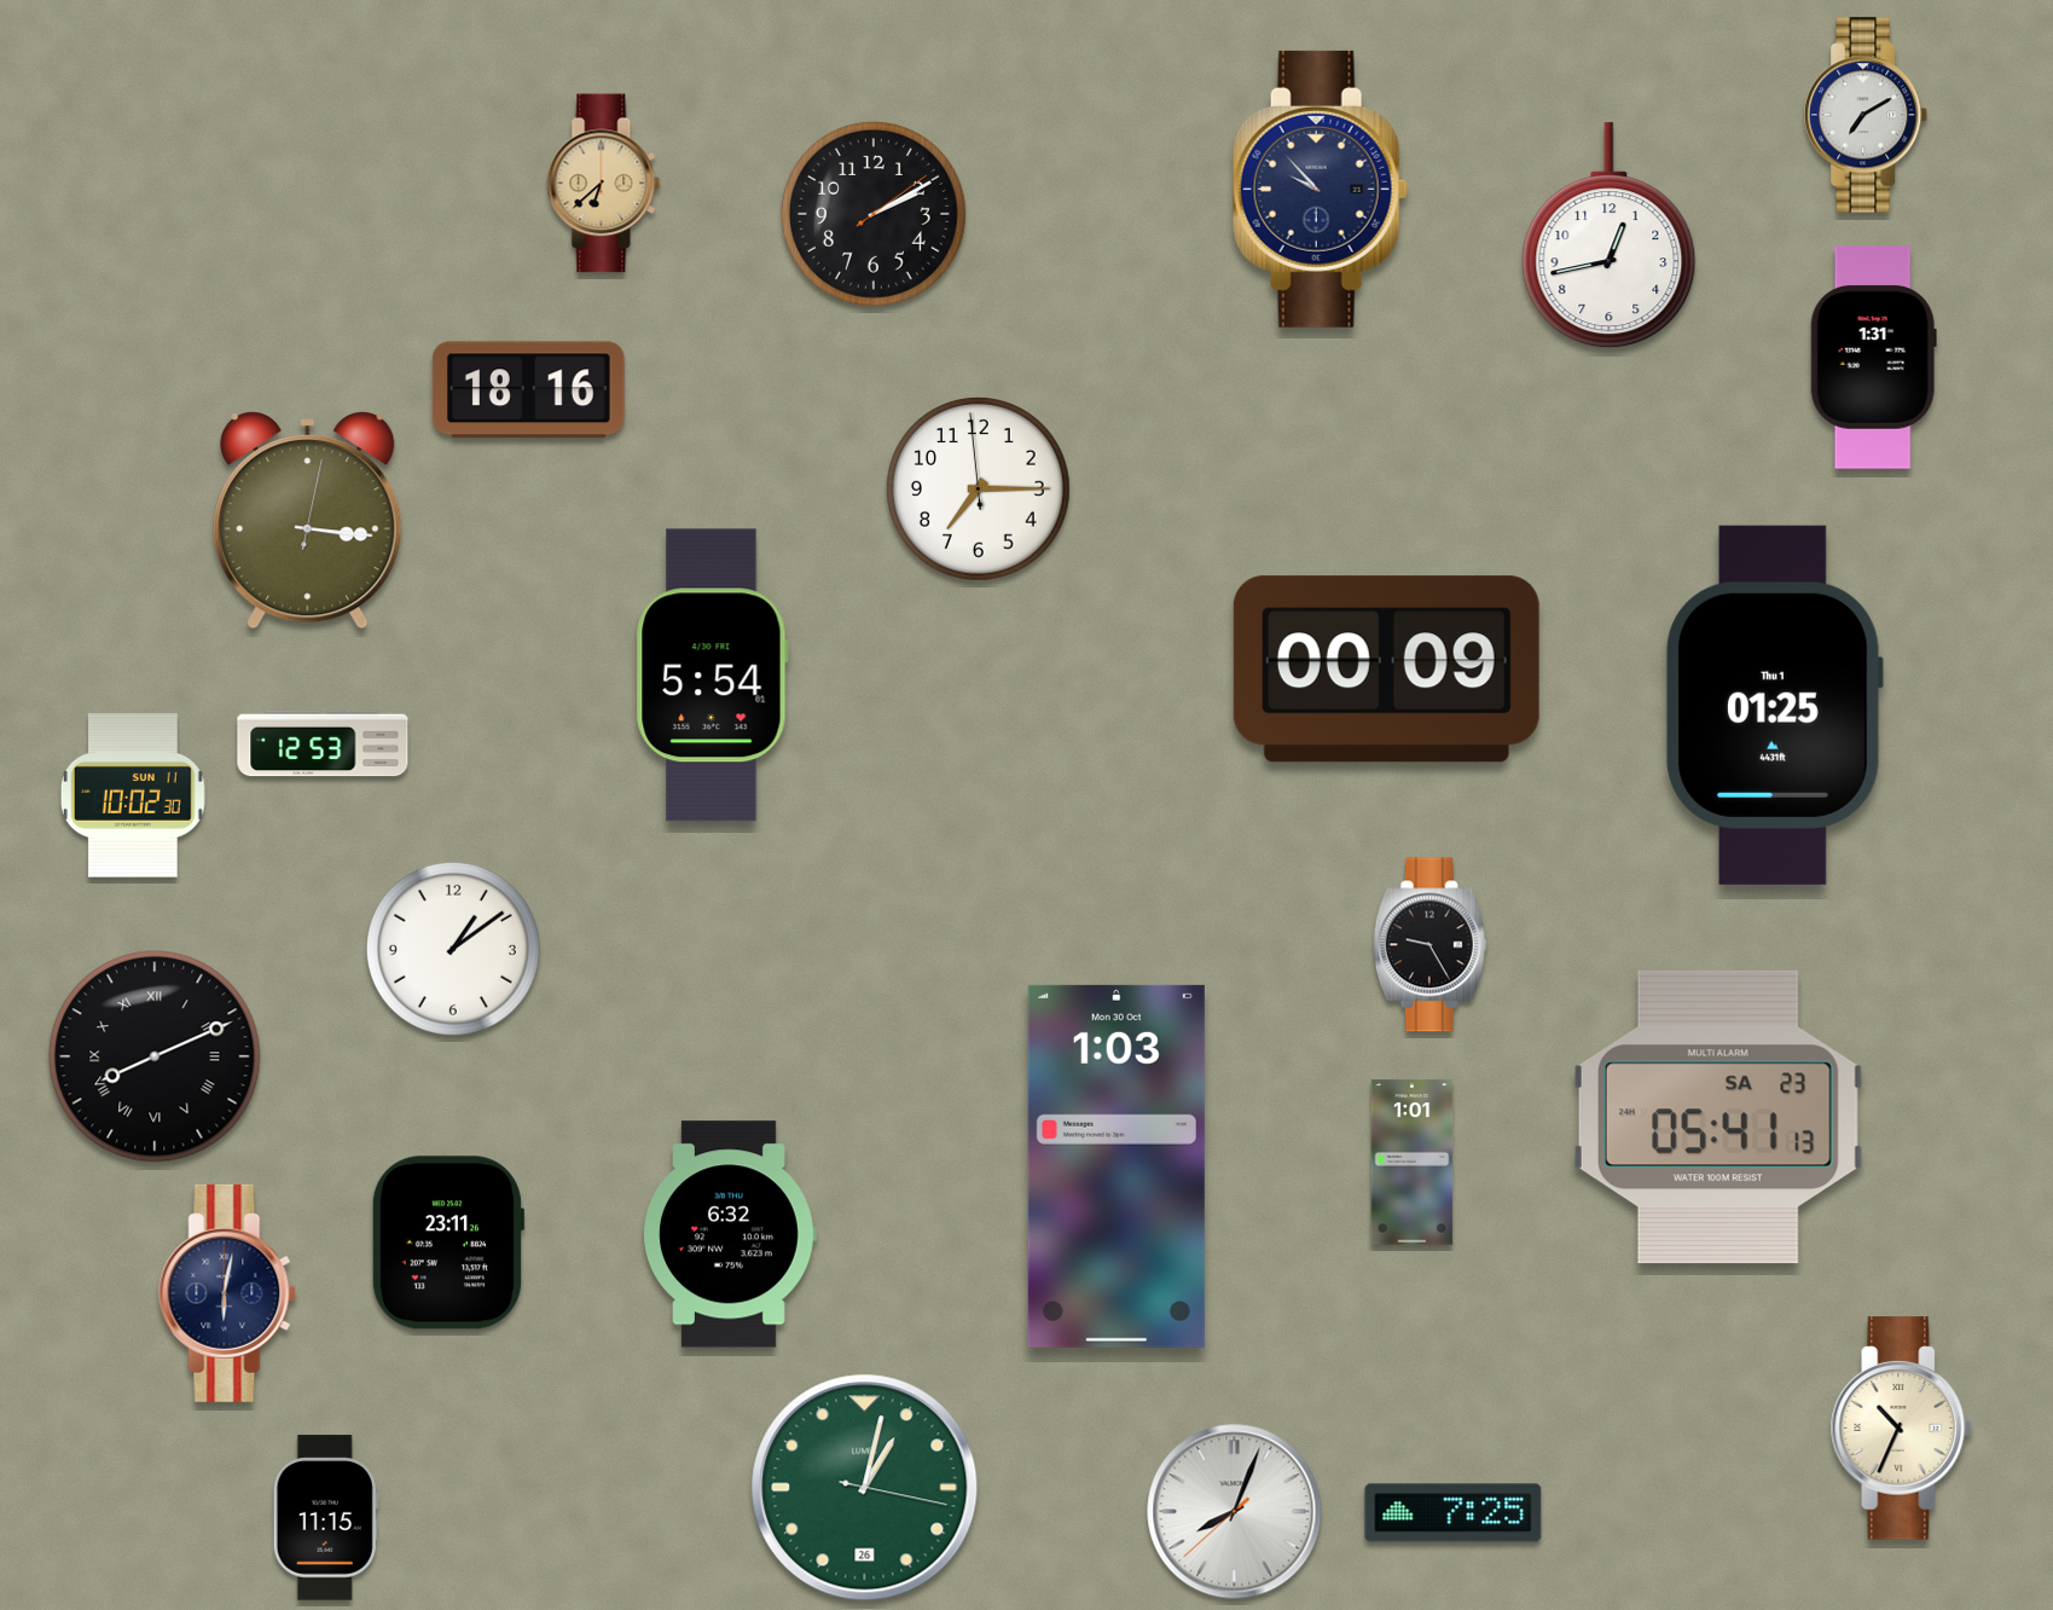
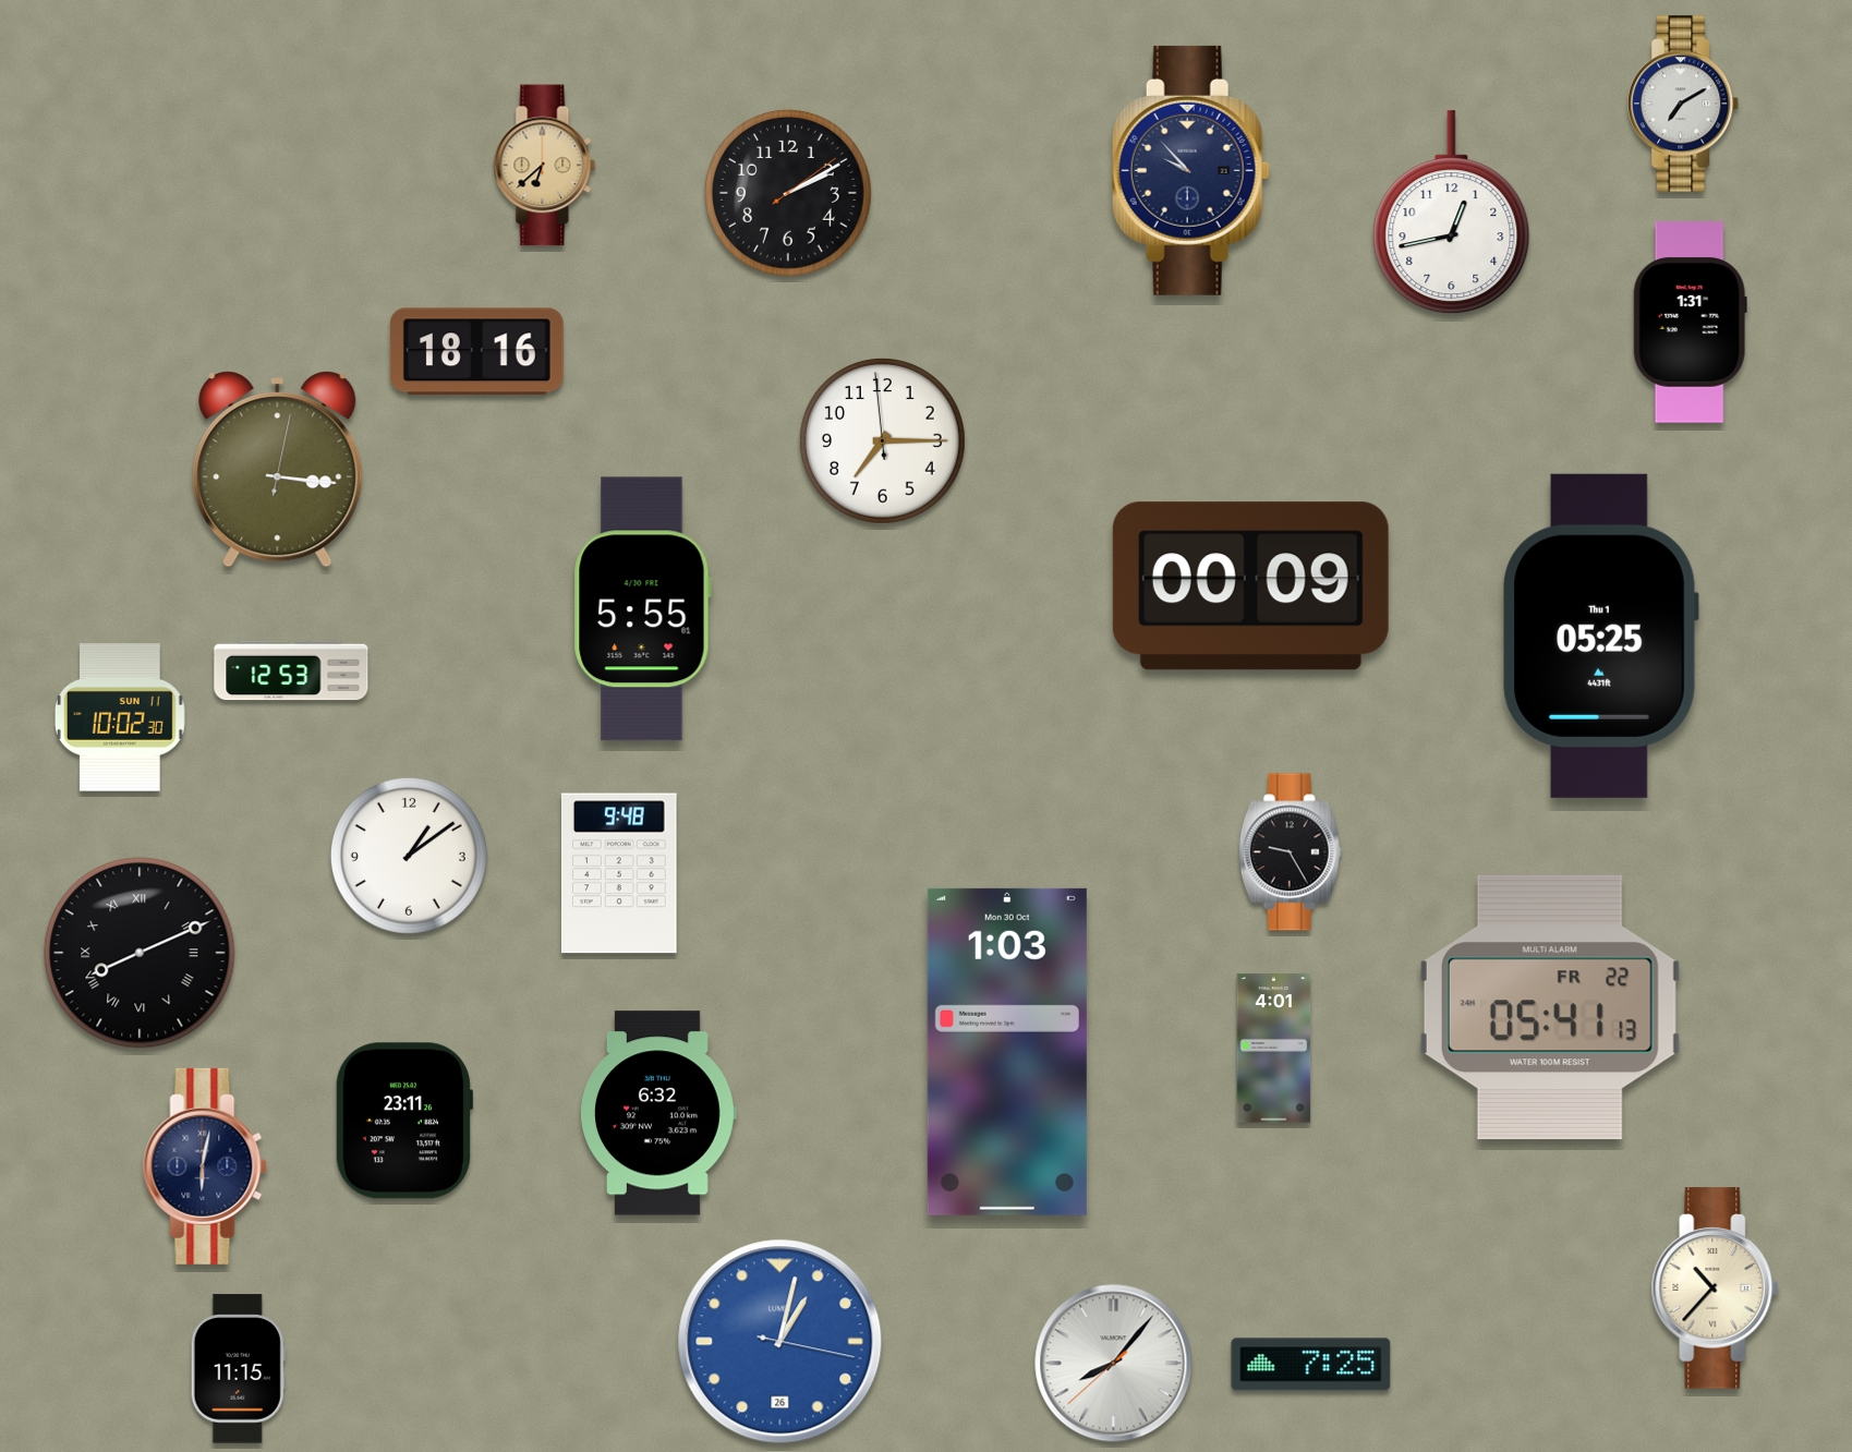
clock at (1386, 670) position: (1386, 670) -> (1250, 586)
clock at (712, 676): 5:54 -> 5:55
clock at (1774, 705): 01:25 -> 05:25
clock at (619, 873): none -> 9:48
clock at (1718, 1117) date: SA 23 -> FR 22
clock at (1413, 1163): 1:01 -> 4:01
clock at (1902, 1429): 10:34 -> 10:37
clock at (865, 1488) dial: green -> blue
clock at (1235, 1512): 8:03 -> 8:06
clock at (325, 1518) position: (325, 1518) -> (238, 1369)
